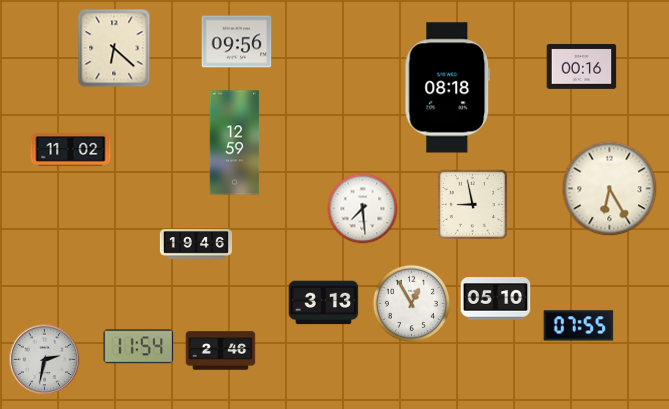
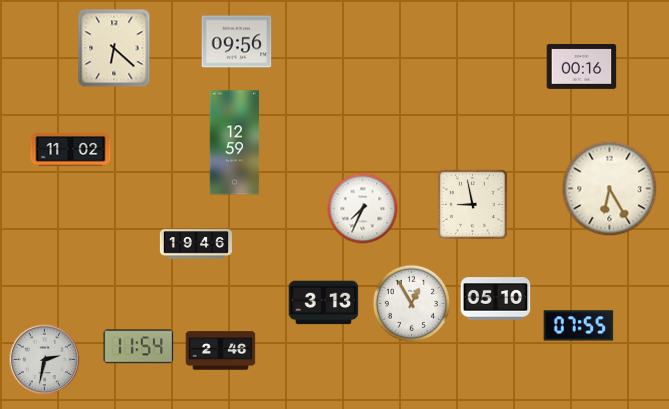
clock at (448, 88): 08:18 -> none
clock at (363, 209): 7:29 -> 7:34
